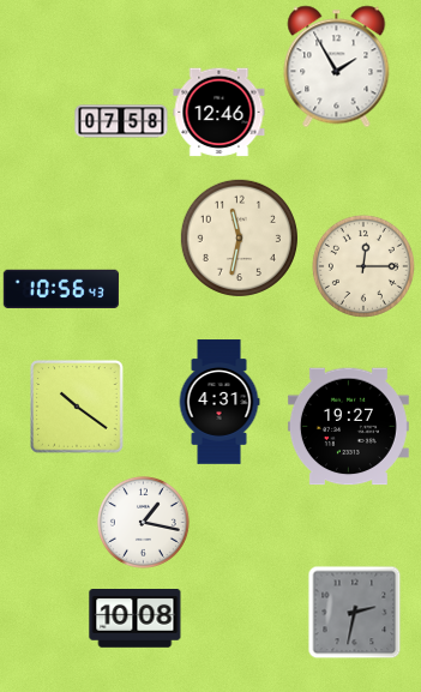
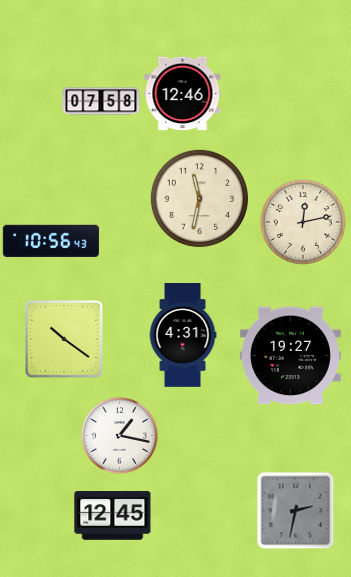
clock at (337, 67): 1:55 -> none
clock at (363, 266): 12:15 -> 12:13
clock at (136, 619): 10:08 -> 12:45
